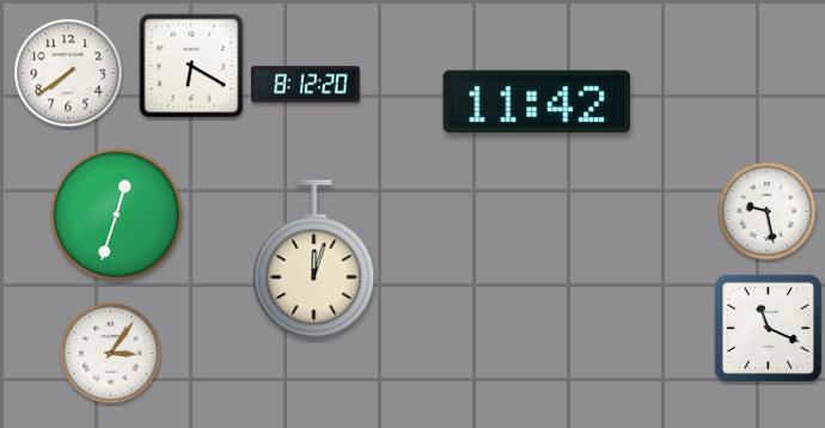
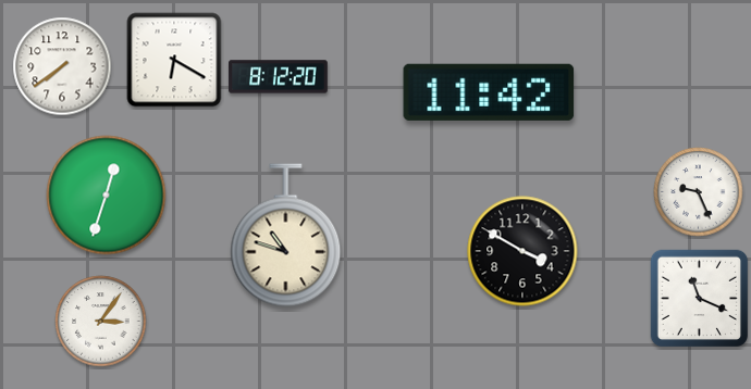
clock at (768, 212): 9:28 -> 9:26
clock at (314, 259): 12:03 -> 10:48
clock at (522, 251): none -> 3:50
